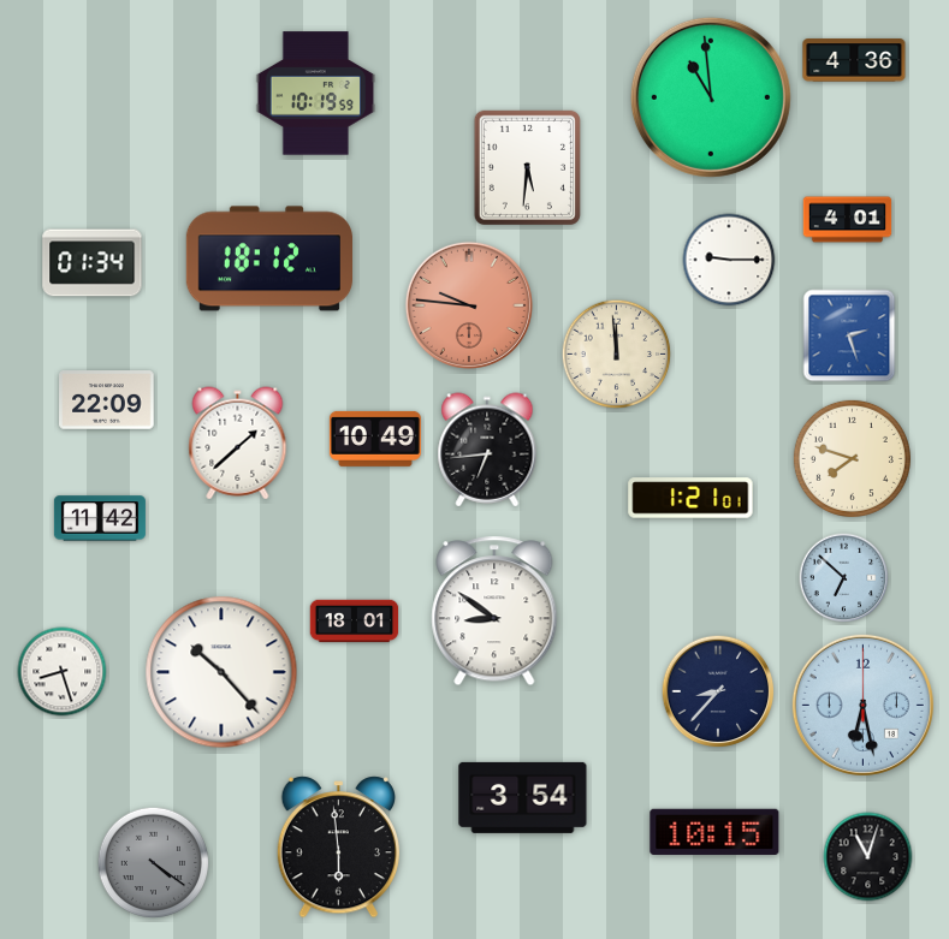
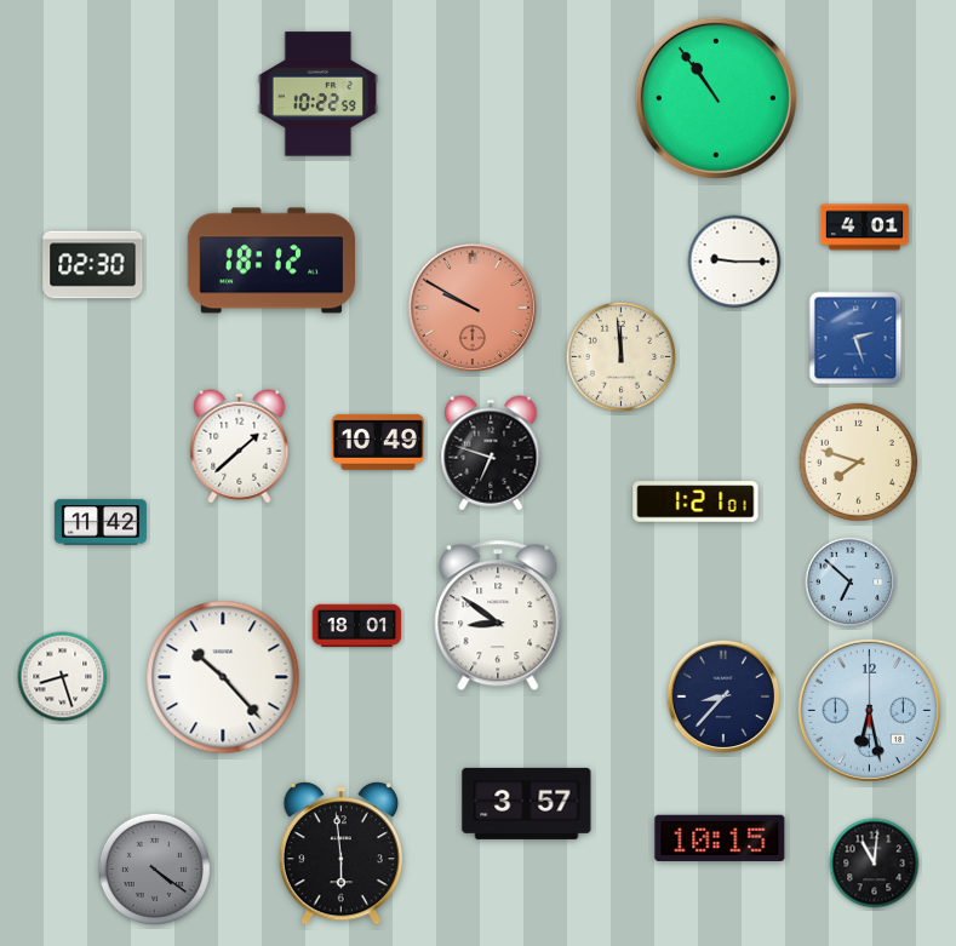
clock at (854, 60): 4:36 -> none
clock at (316, 94): 10:19 -> 10:22
clock at (711, 97): 10:59 -> 10:54
clock at (527, 167): 5:31 -> none
clock at (848, 220) position: (848, 220) -> (865, 228)
clock at (93, 263): 01:34 -> 02:30
clock at (469, 305): 9:46 -> 9:50
clock at (107, 400): 22:09 -> none
clock at (487, 450): 6:44 -> 6:48
clock at (523, 797): 3:54 -> 3:57
clock at (868, 857): 11:03 -> 11:01
